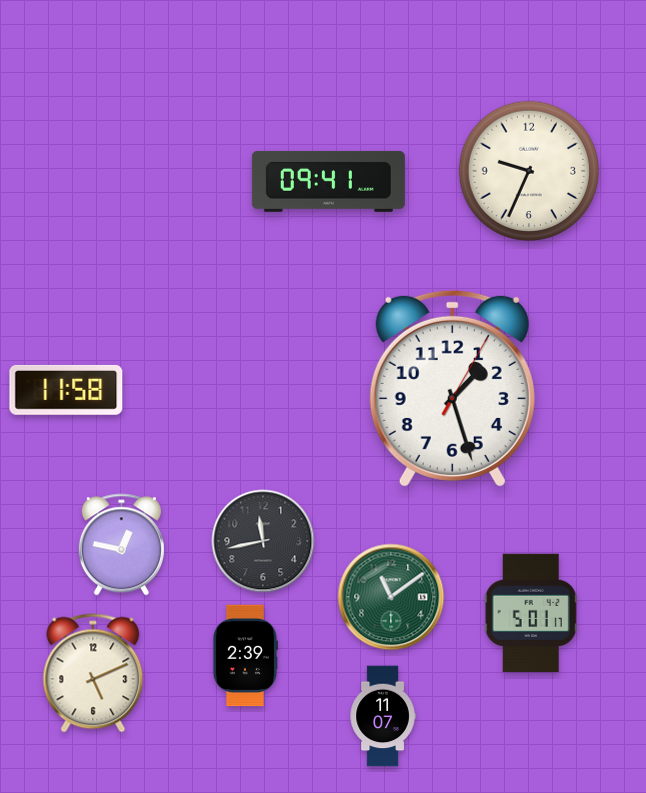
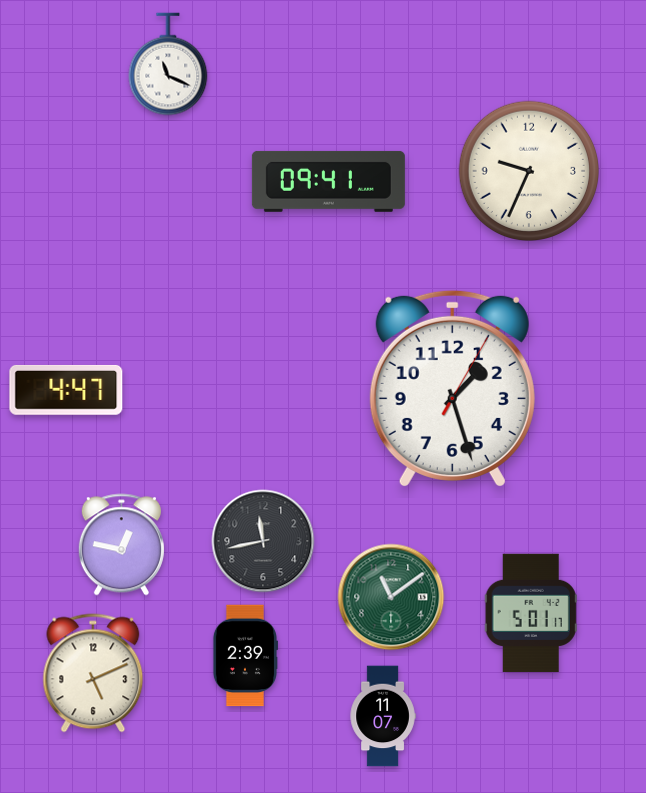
clock at (168, 64): none -> 11:19
clock at (66, 390): 11:58 -> 4:47
